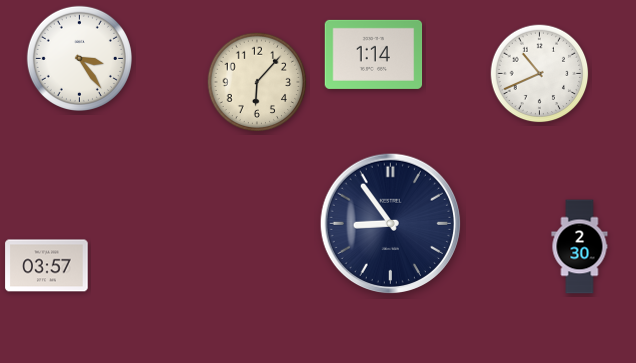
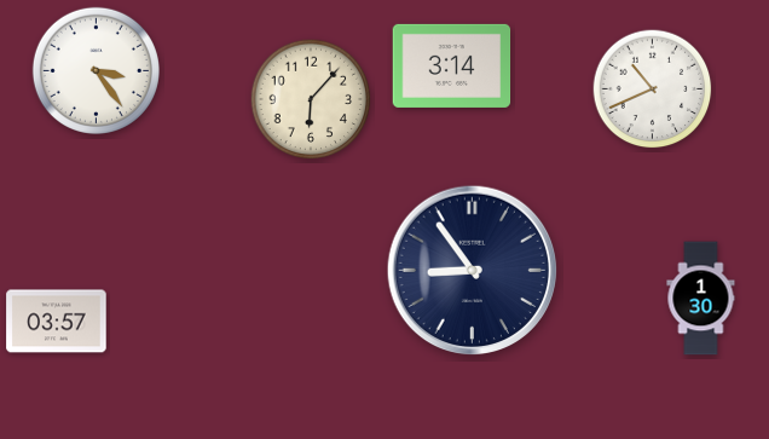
clock at (374, 54): 1:14 -> 3:14
clock at (580, 247): 2:30 -> 1:30
